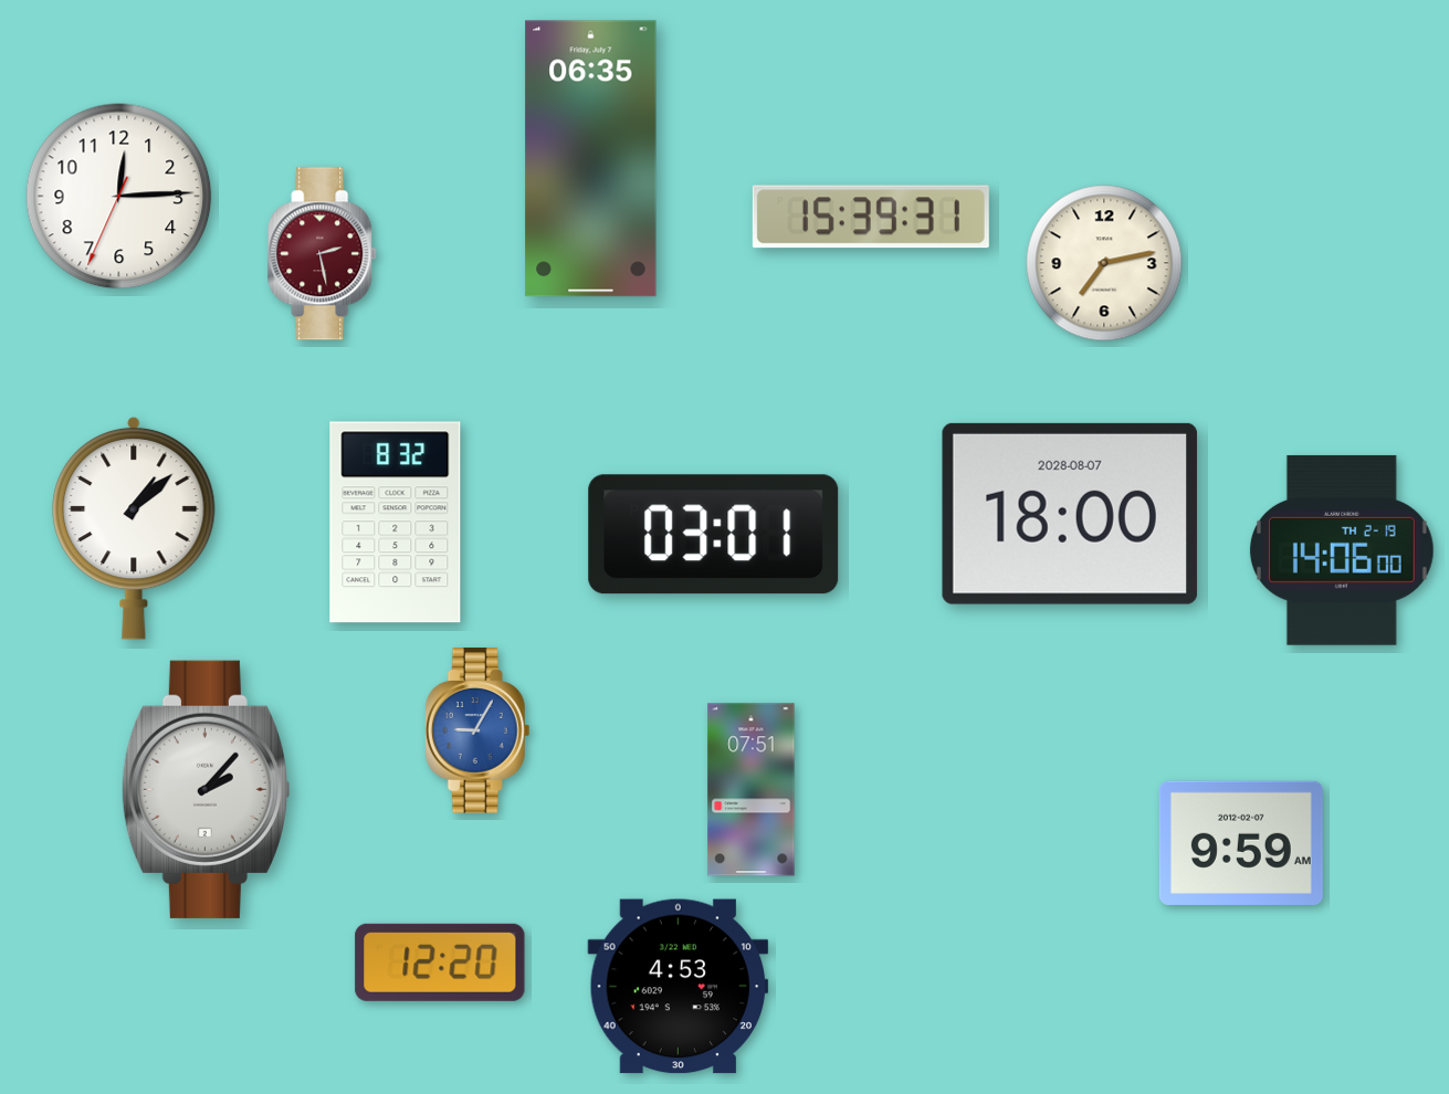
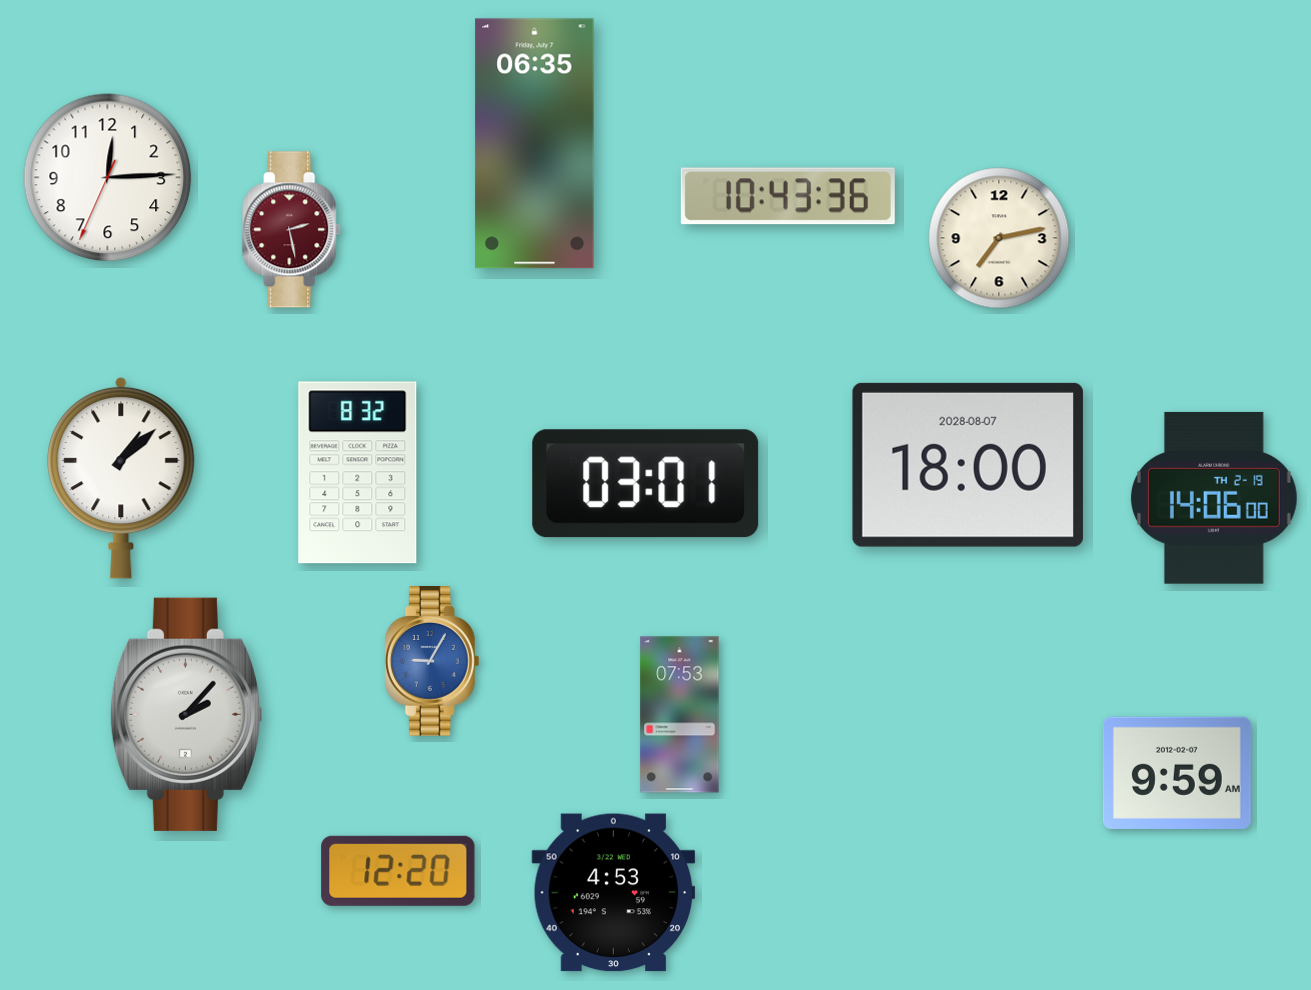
clock at (871, 217): 15:39 -> 10:43
clock at (752, 790): 07:51 -> 07:53
clock at (1241, 843) position: (1241, 843) -> (1177, 773)
